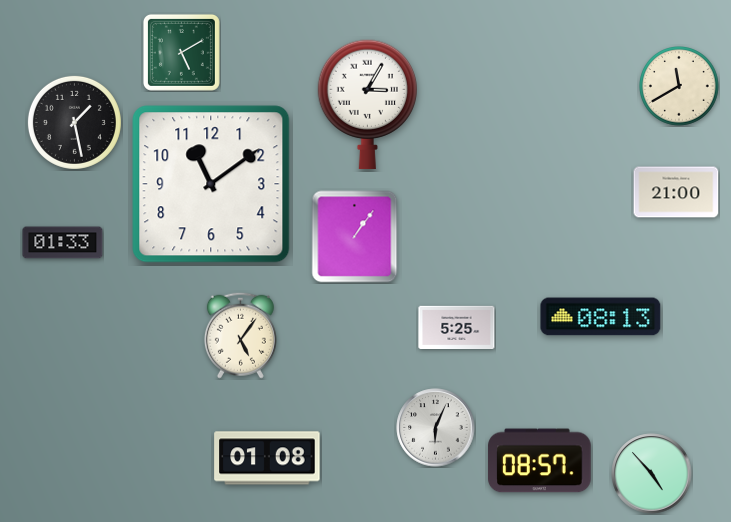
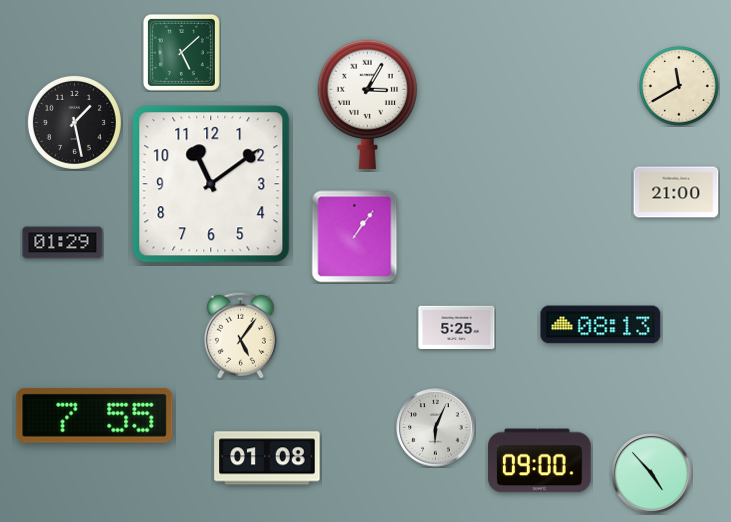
clock at (181, 52): 5:10 -> 5:08
clock at (63, 243): 01:33 -> 01:29
clock at (601, 317) position: (601, 317) -> (601, 325)
clock at (95, 415): none -> 7:55
clock at (540, 461): 08:57 -> 09:00
